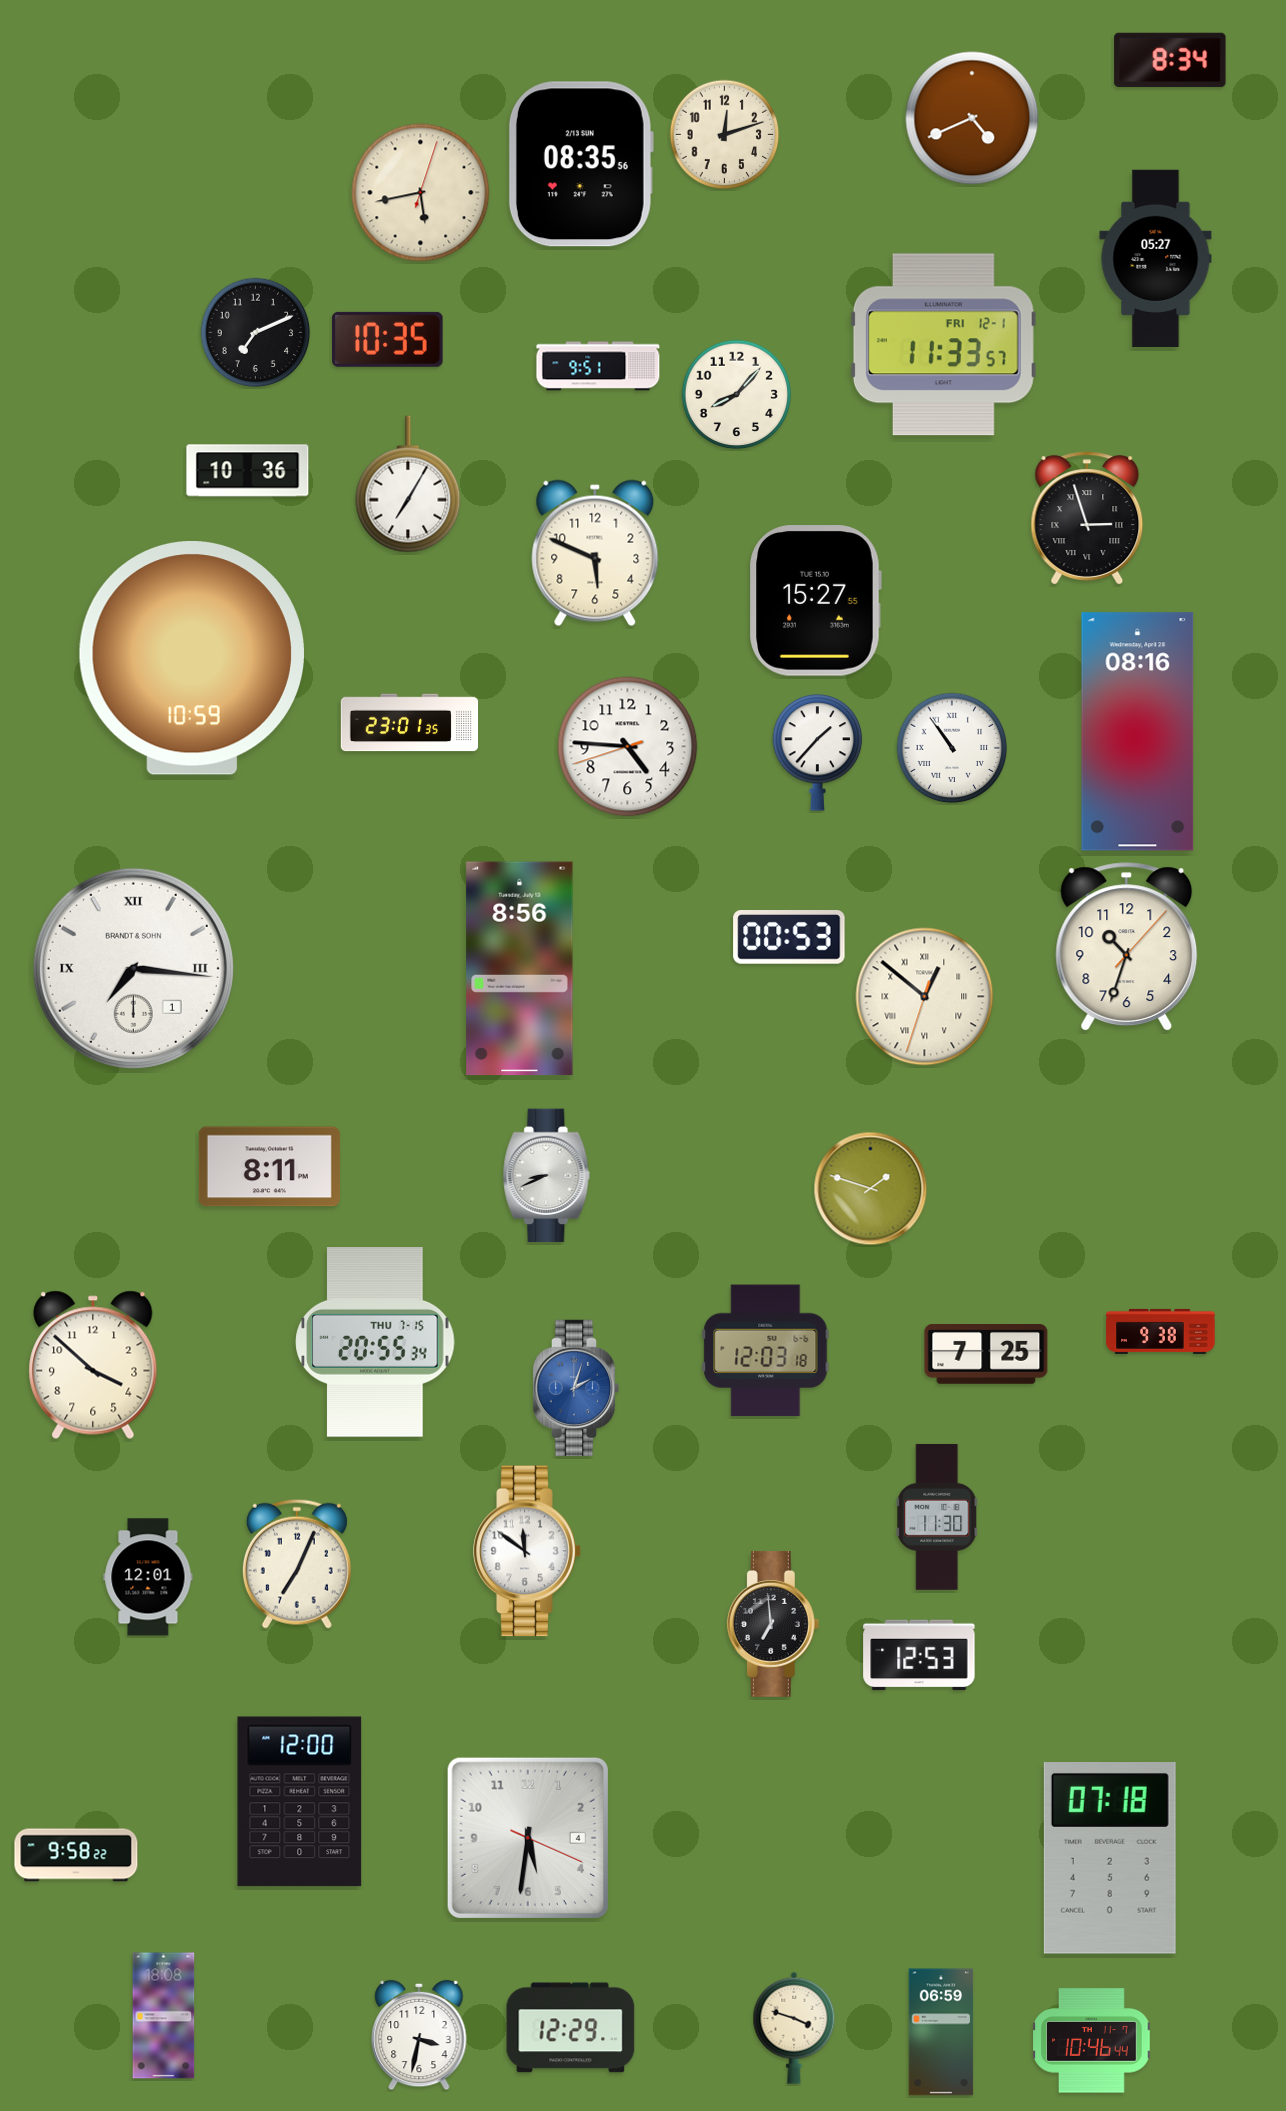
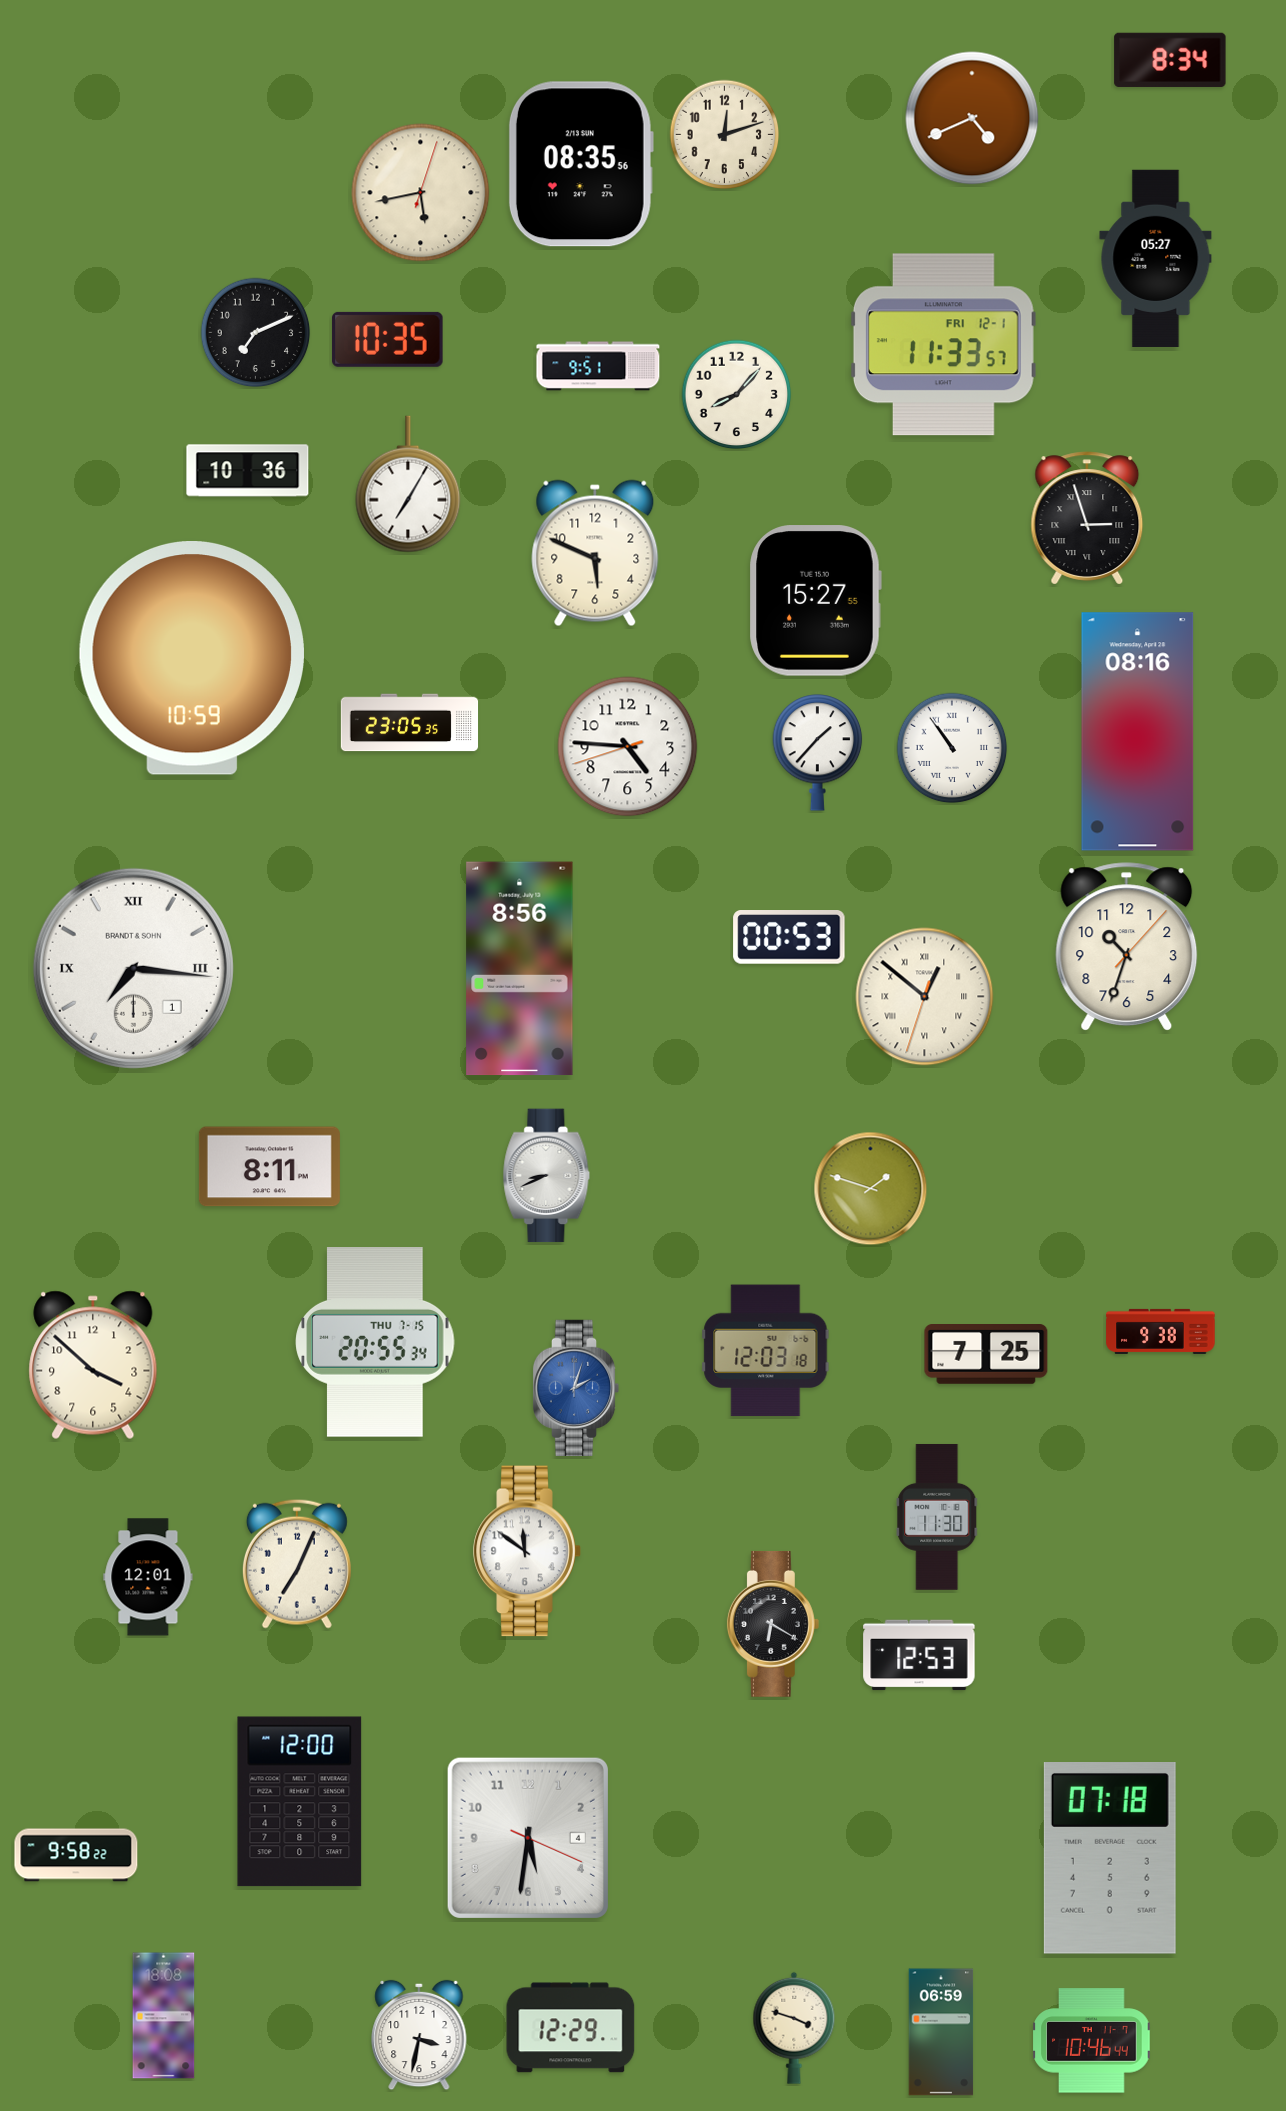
clock at (410, 723): 23:01 -> 23:05
clock at (773, 1624): 6:59 -> 6:20
